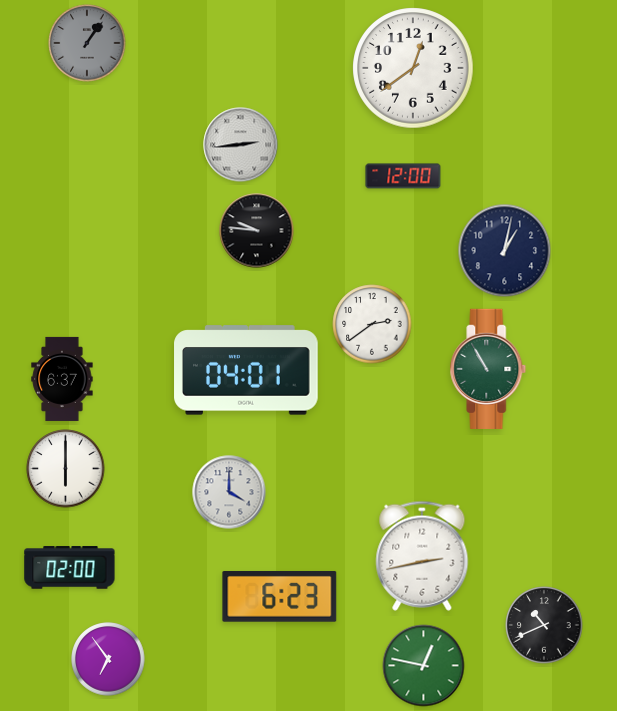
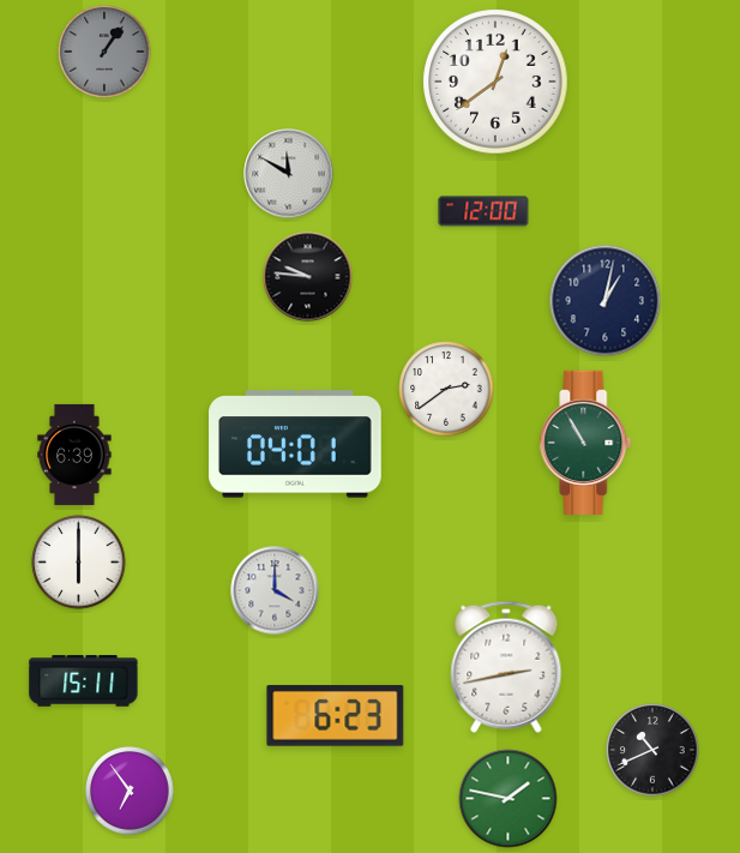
clock at (241, 145): 2:44 -> 11:50
clock at (62, 379): 6:37 -> 6:39
clock at (70, 568): 02:00 -> 15:11
clock at (424, 666): 12:47 -> 1:47
